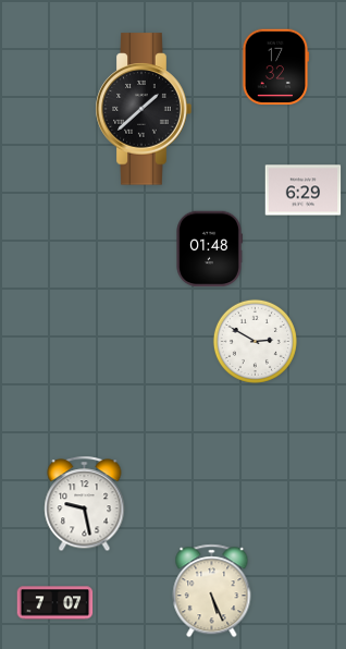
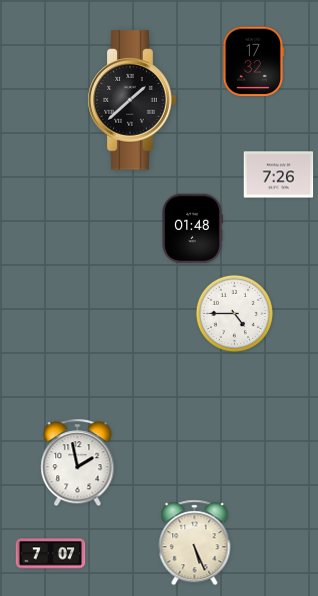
clock at (304, 191): 6:29 -> 7:26
clock at (255, 341): 2:50 -> 4:45
clock at (85, 504): 9:28 -> 1:58
